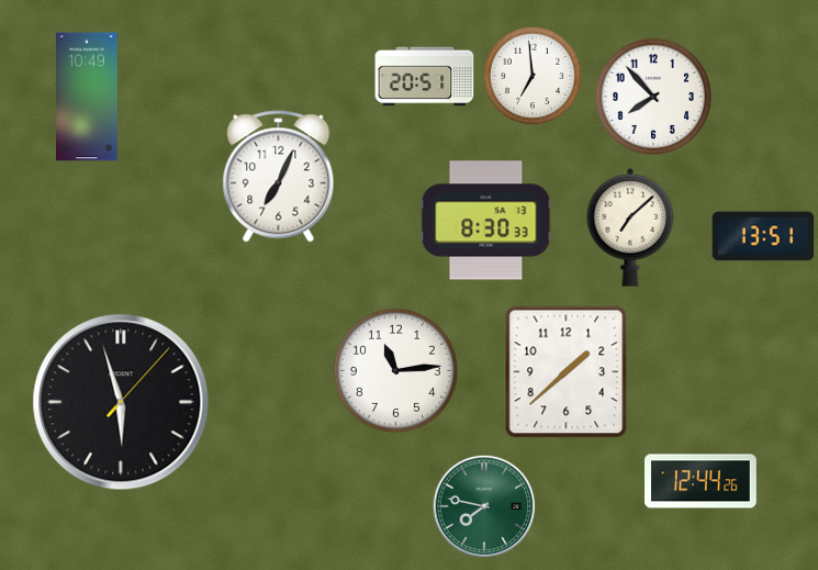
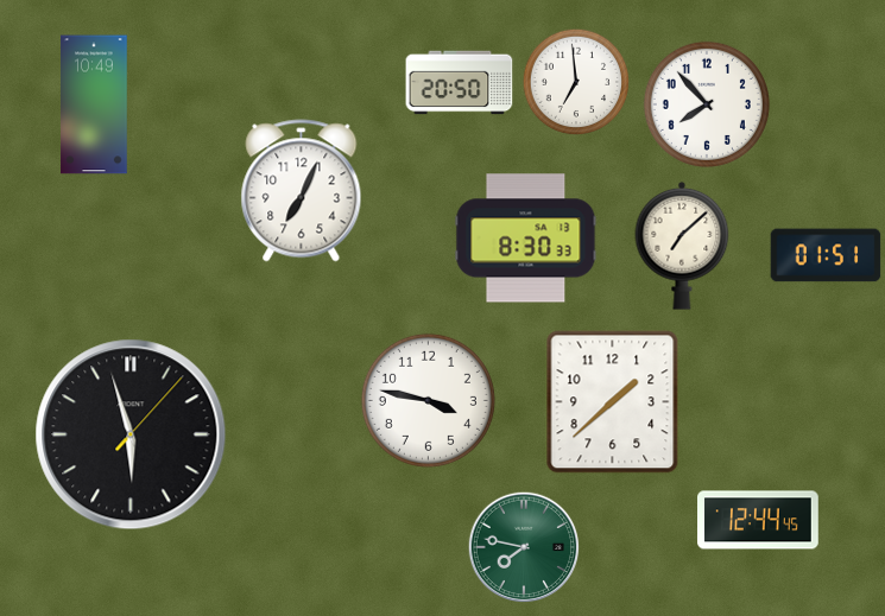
clock at (425, 77): 20:51 -> 20:50
clock at (763, 236): 13:51 -> 01:51
clock at (395, 370): 11:14 -> 3:47
clock at (702, 481): 12:44:26 -> 12:44:45
